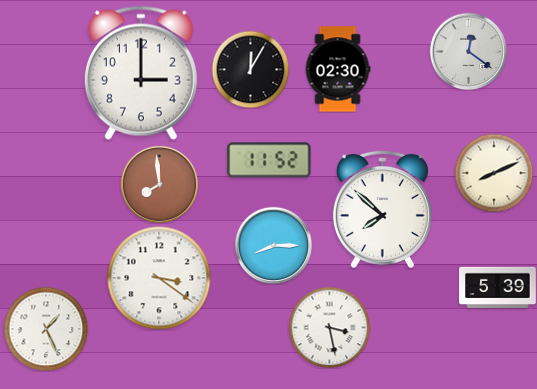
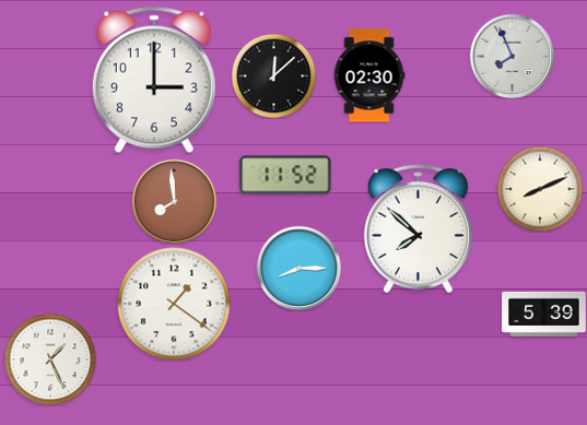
clock at (468, 51): 12:21 -> 7:56
clock at (250, 69): 12:05 -> 12:08
clock at (269, 160) position: (269, 160) -> (285, 175)
clock at (159, 278): 3:21 -> 1:21
clock at (329, 327): 3:28 -> none
